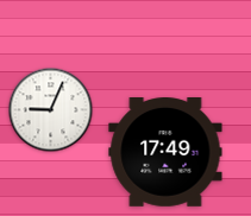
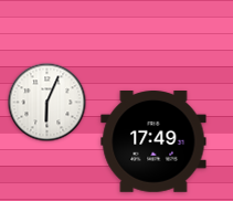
clock at (51, 110): 9:04 -> 6:04
